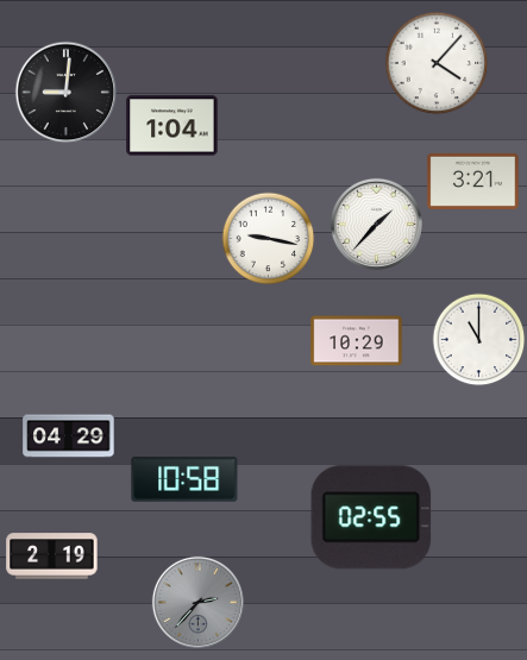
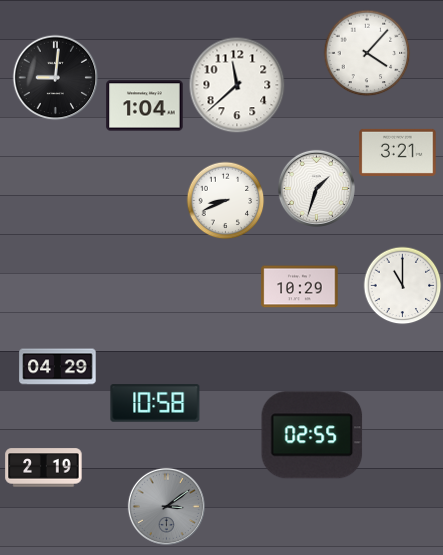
clock at (237, 85): none -> 11:38
clock at (376, 224): 1:37 -> 1:33
clock at (268, 238): 9:17 -> 8:41
clock at (197, 602): 2:37 -> 3:09
